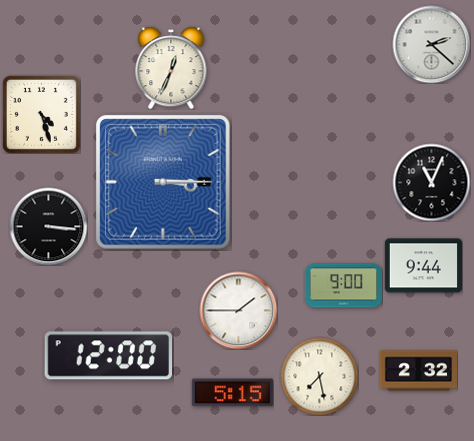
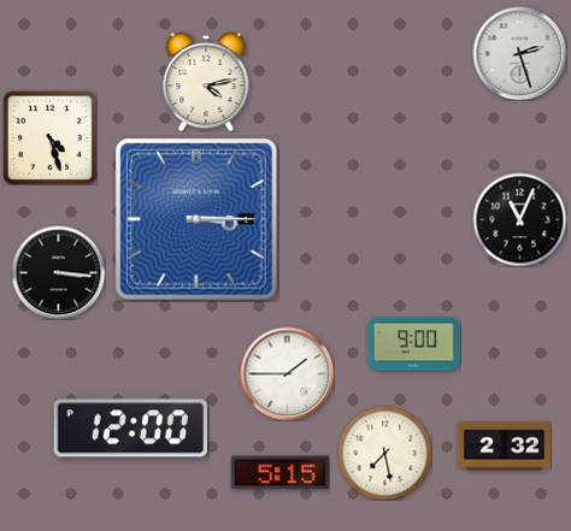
clock at (431, 44): 2:22 -> 2:27
clock at (171, 68): 12:34 -> 4:13
clock at (423, 266): 9:44 -> none
